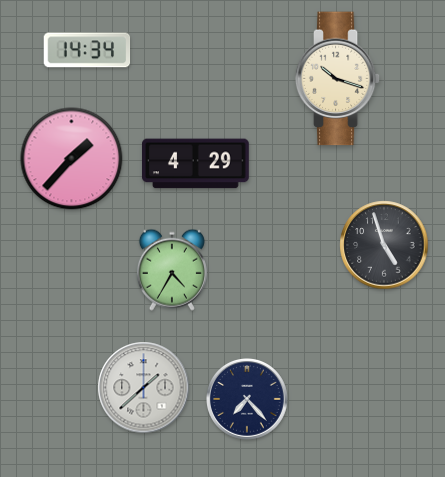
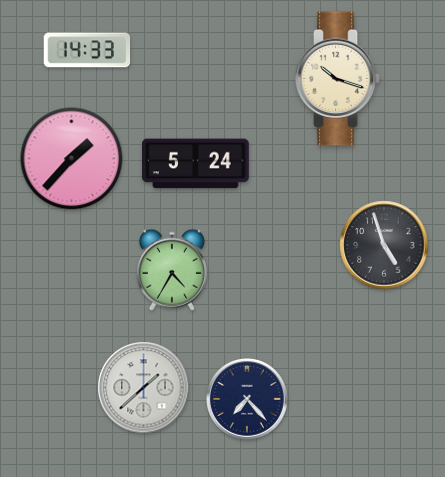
clock at (87, 50): 14:34 -> 14:33
clock at (196, 164): 4:29 -> 5:24
